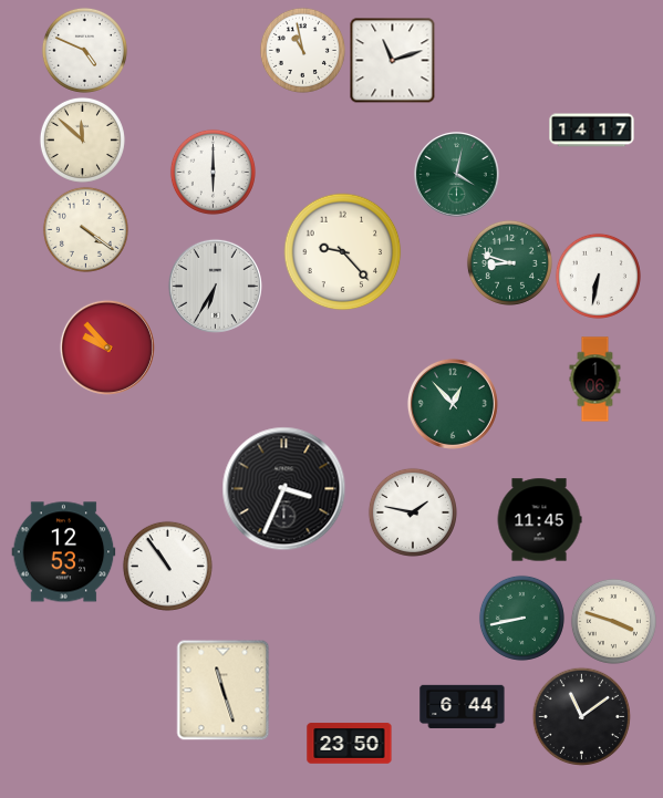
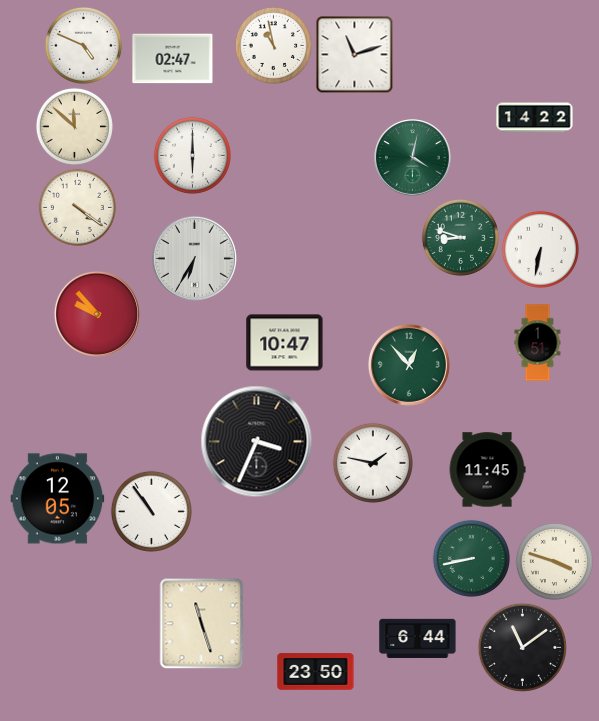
clock at (84, 50) position: (84, 50) -> (83, 45)
clock at (173, 59): none -> 02:47
clock at (592, 131): 14:17 -> 14:22
clock at (343, 252): 9:23 -> none
clock at (285, 343): none -> 10:47
clock at (595, 380): 1:06 -> 1:51
clock at (64, 552): 12:53 -> 12:05
clock at (581, 716) position: (581, 716) -> (522, 647)
